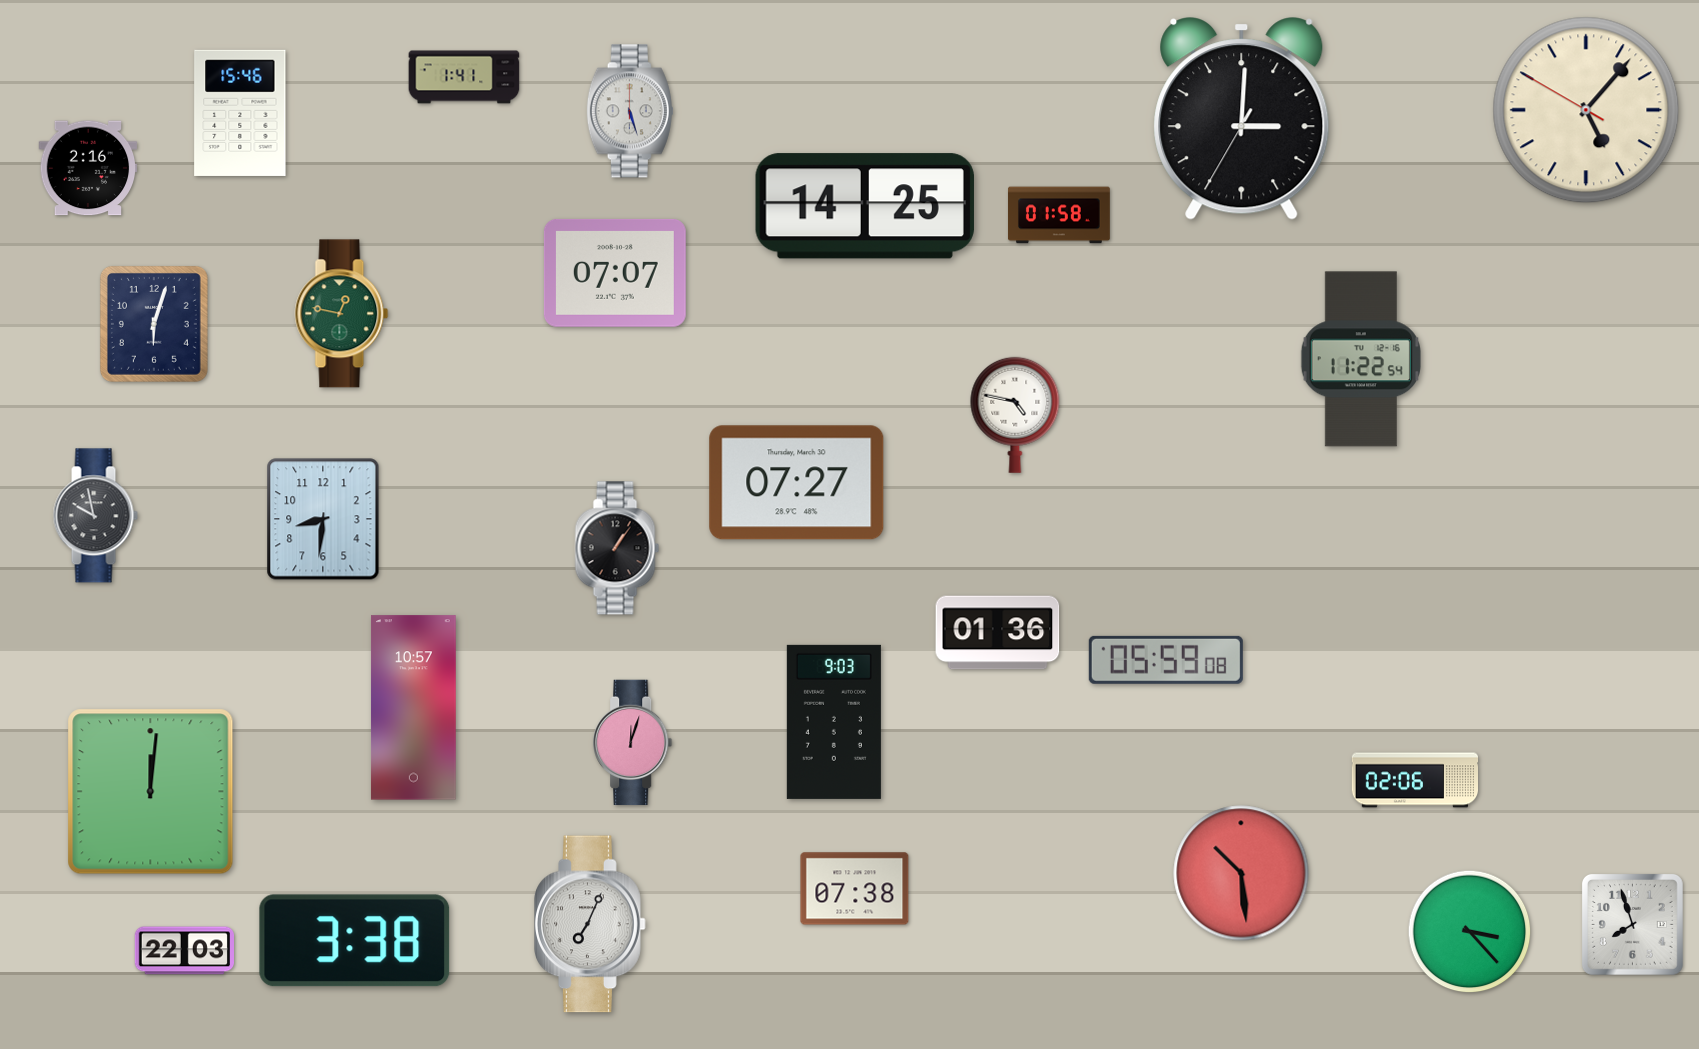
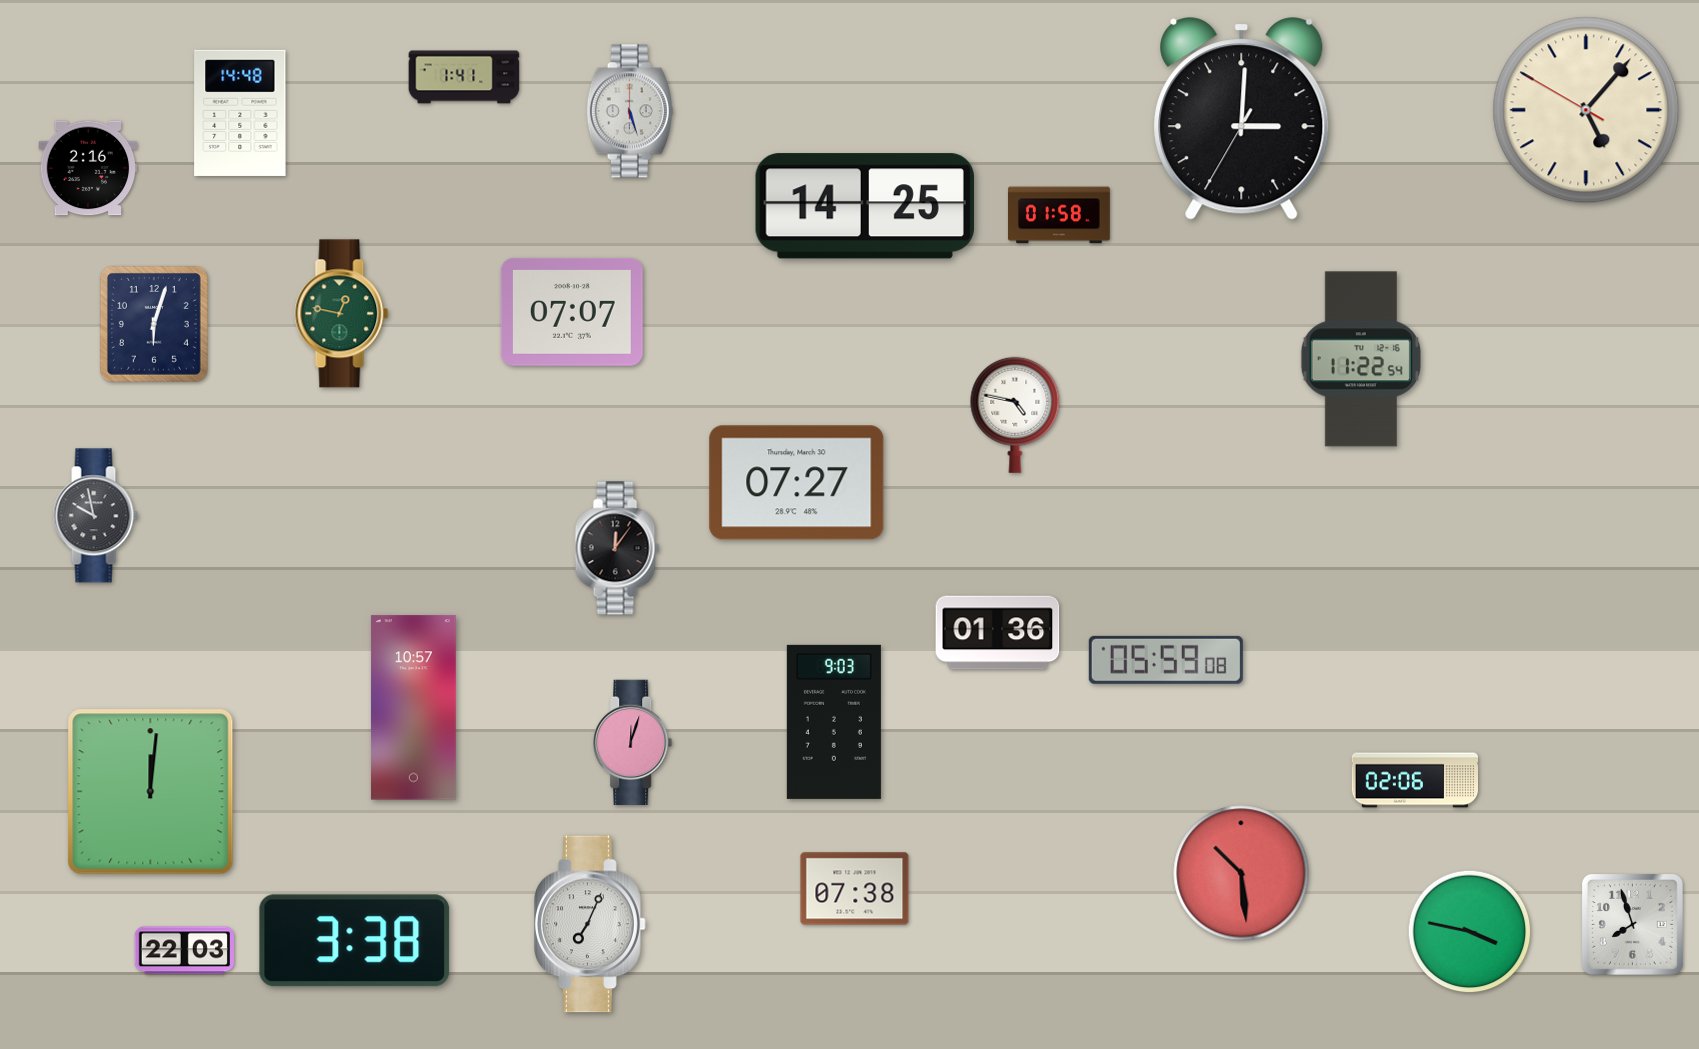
clock at (240, 113): 15:46 -> 14:48
clock at (615, 273) position: (615, 273) -> (572, 312)
clock at (323, 519): 8:31 -> none
clock at (617, 548): 1:06 -> 12:06
clock at (1470, 932): 3:23 -> 3:47
